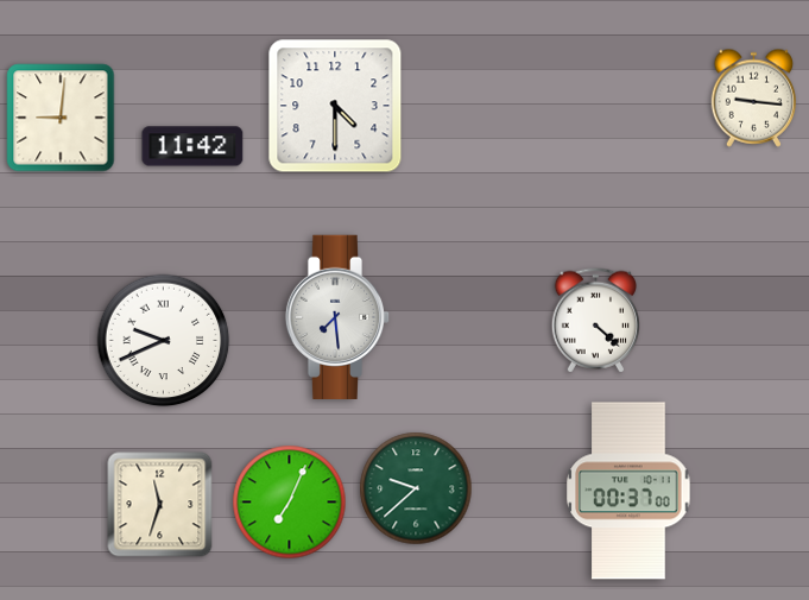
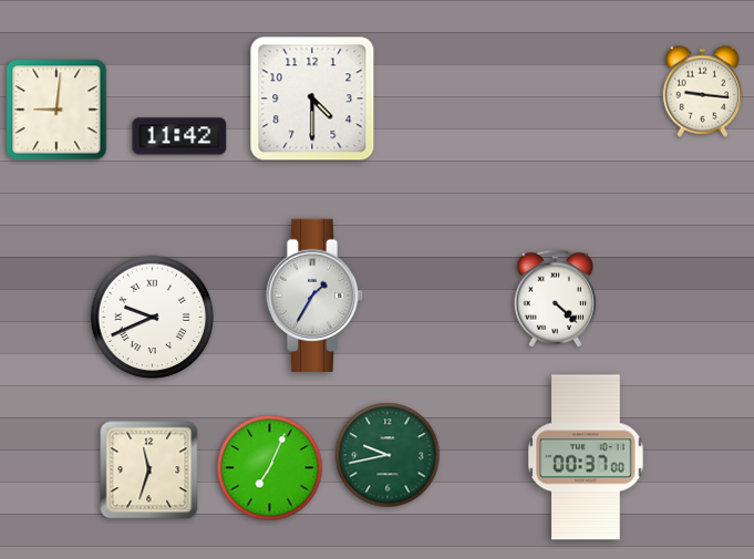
clock at (337, 317): 7:29 -> 1:35
clock at (416, 488): 9:38 -> 9:43
